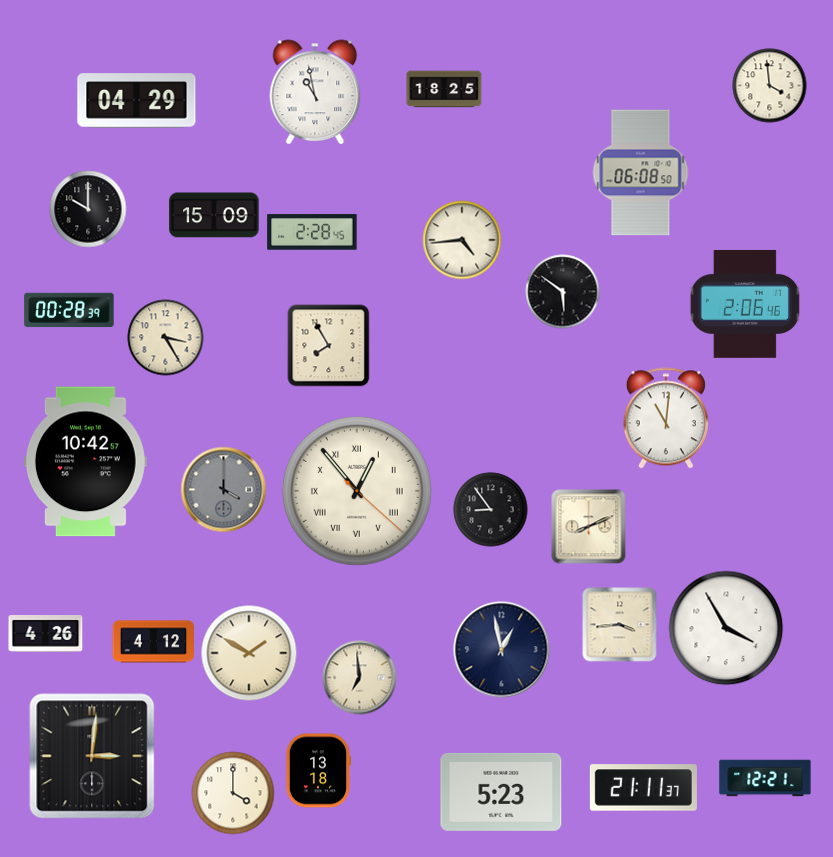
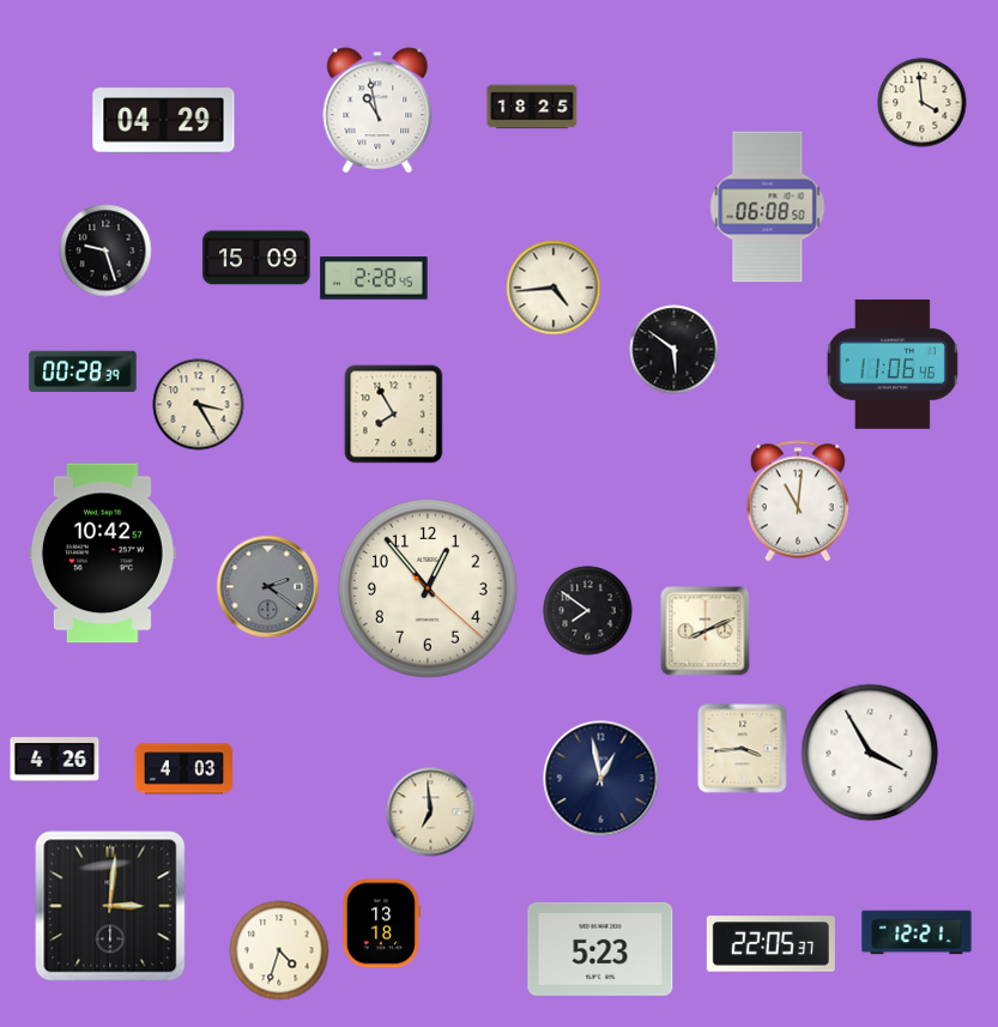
clock at (88, 209): 10:00 -> 9:27
clock at (745, 304): 2:06 -> 11:06
clock at (224, 490): 4:00 -> 2:21
clock at (357, 491) numerals: Roman -> Arabic
clock at (491, 510): 8:54 -> 7:51
clock at (154, 642): 4:12 -> 4:03
clock at (249, 653): 1:50 -> none
clock at (643, 788): 21:11 -> 22:05
clock at (233, 793): 4:00 -> 4:33
